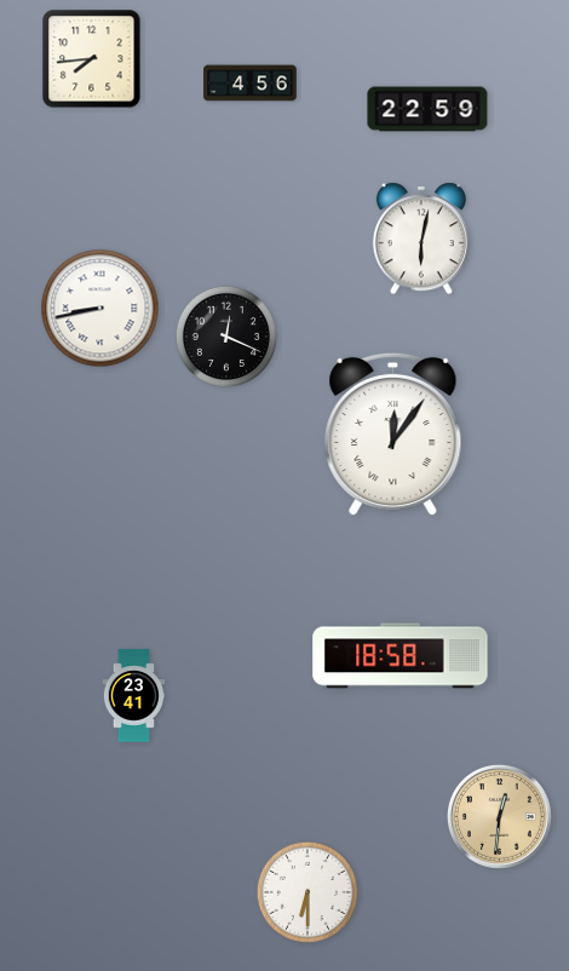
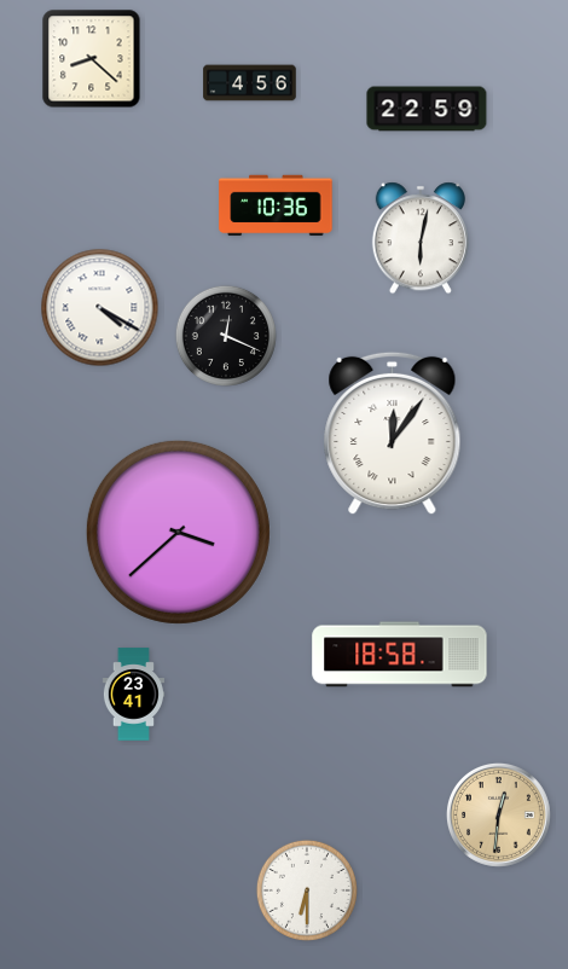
clock at (92, 59): 7:44 -> 8:22
clock at (276, 205): none -> 10:36
clock at (100, 309): 8:43 -> 4:20
clock at (178, 532): none -> 3:38
